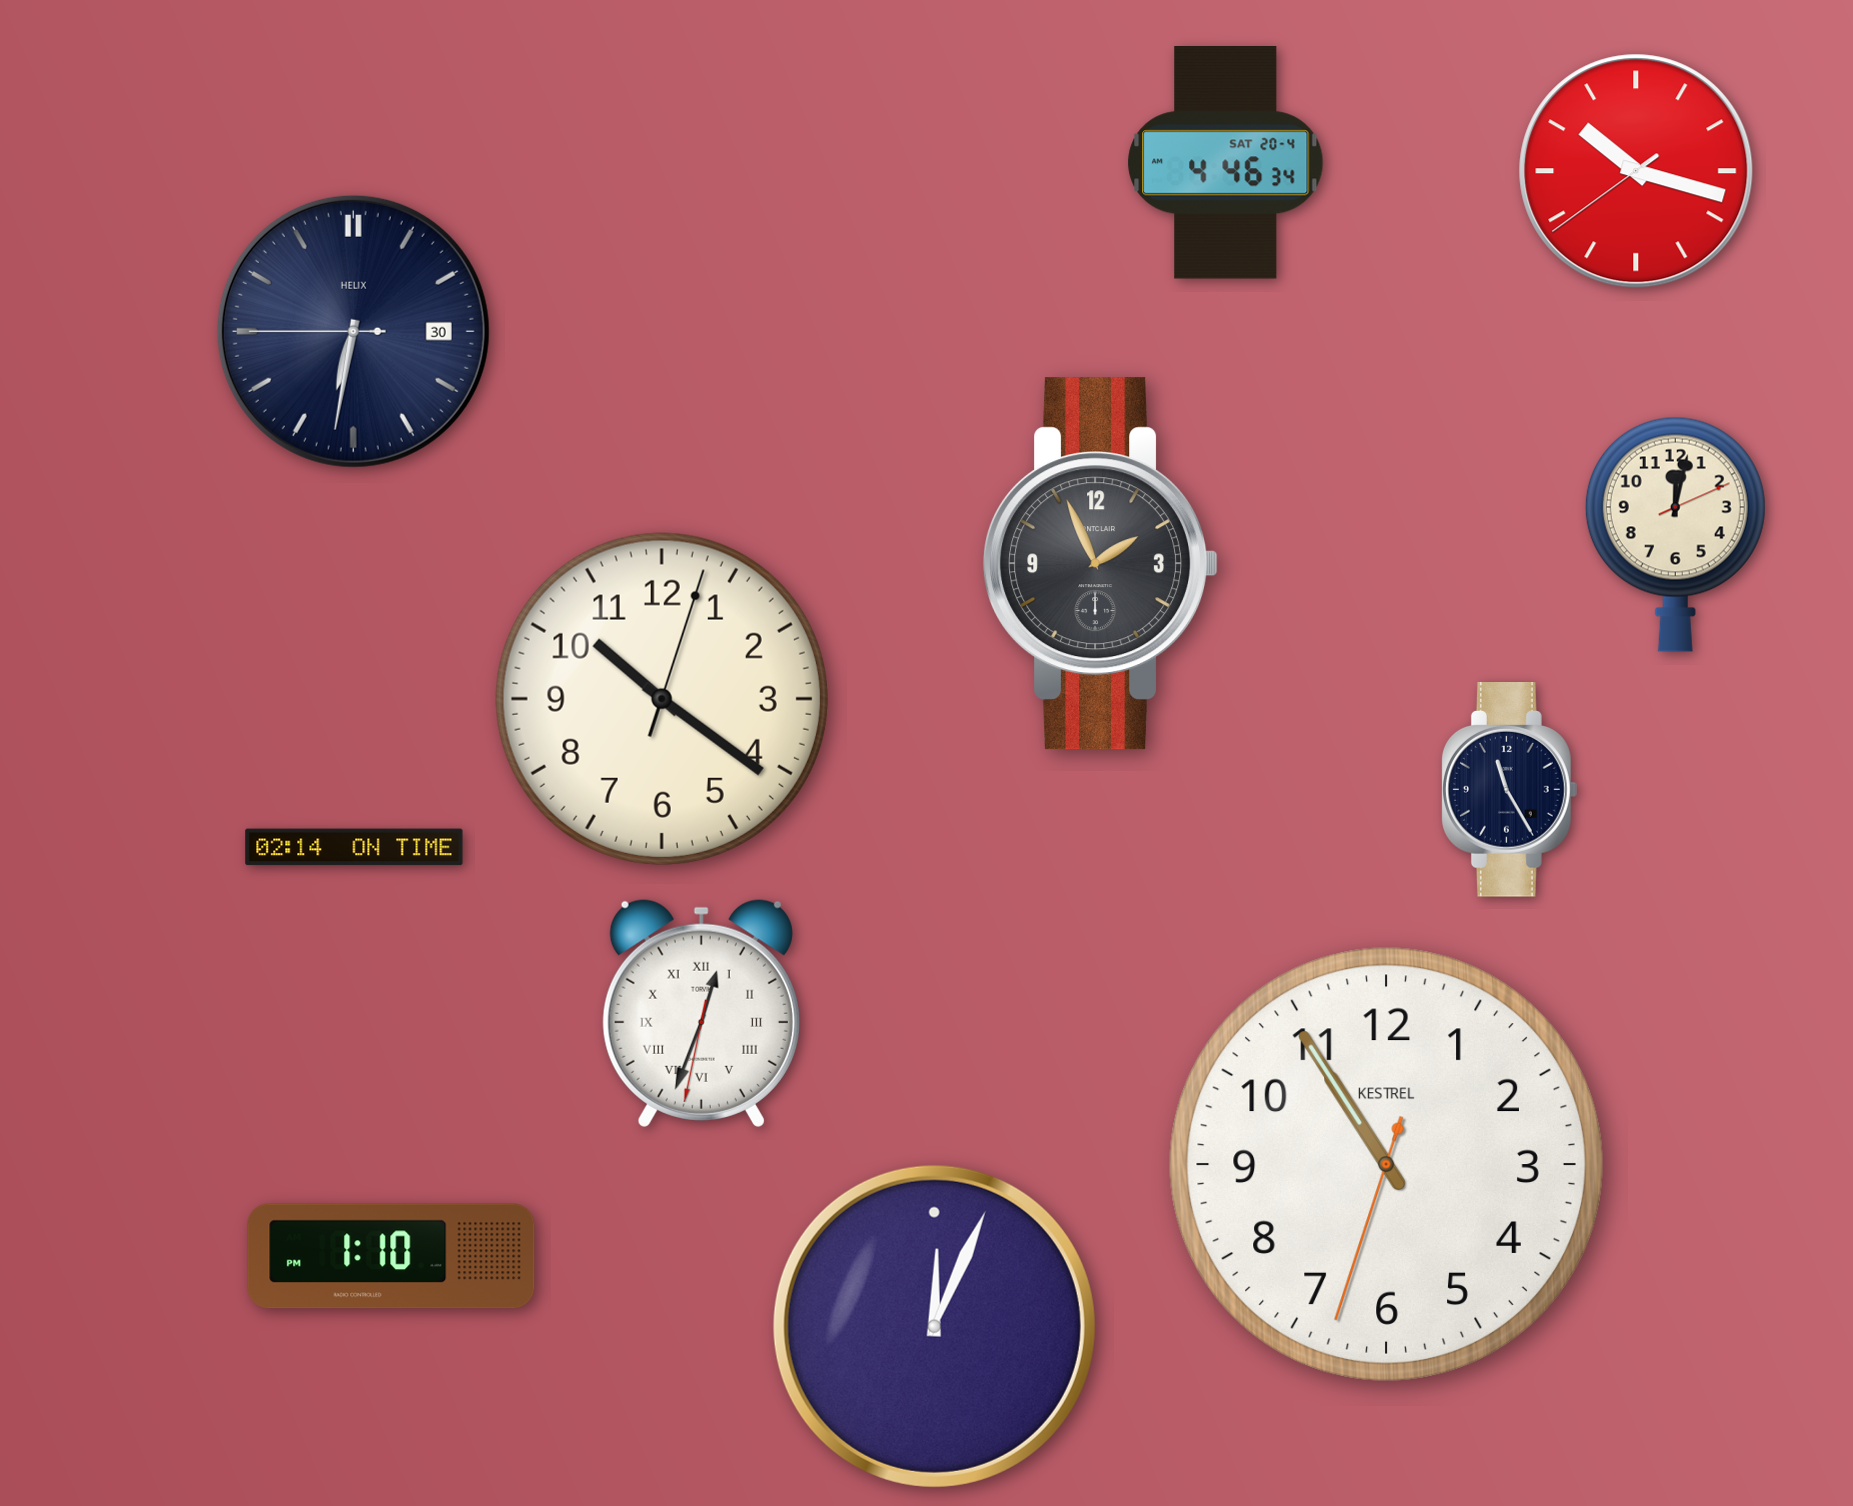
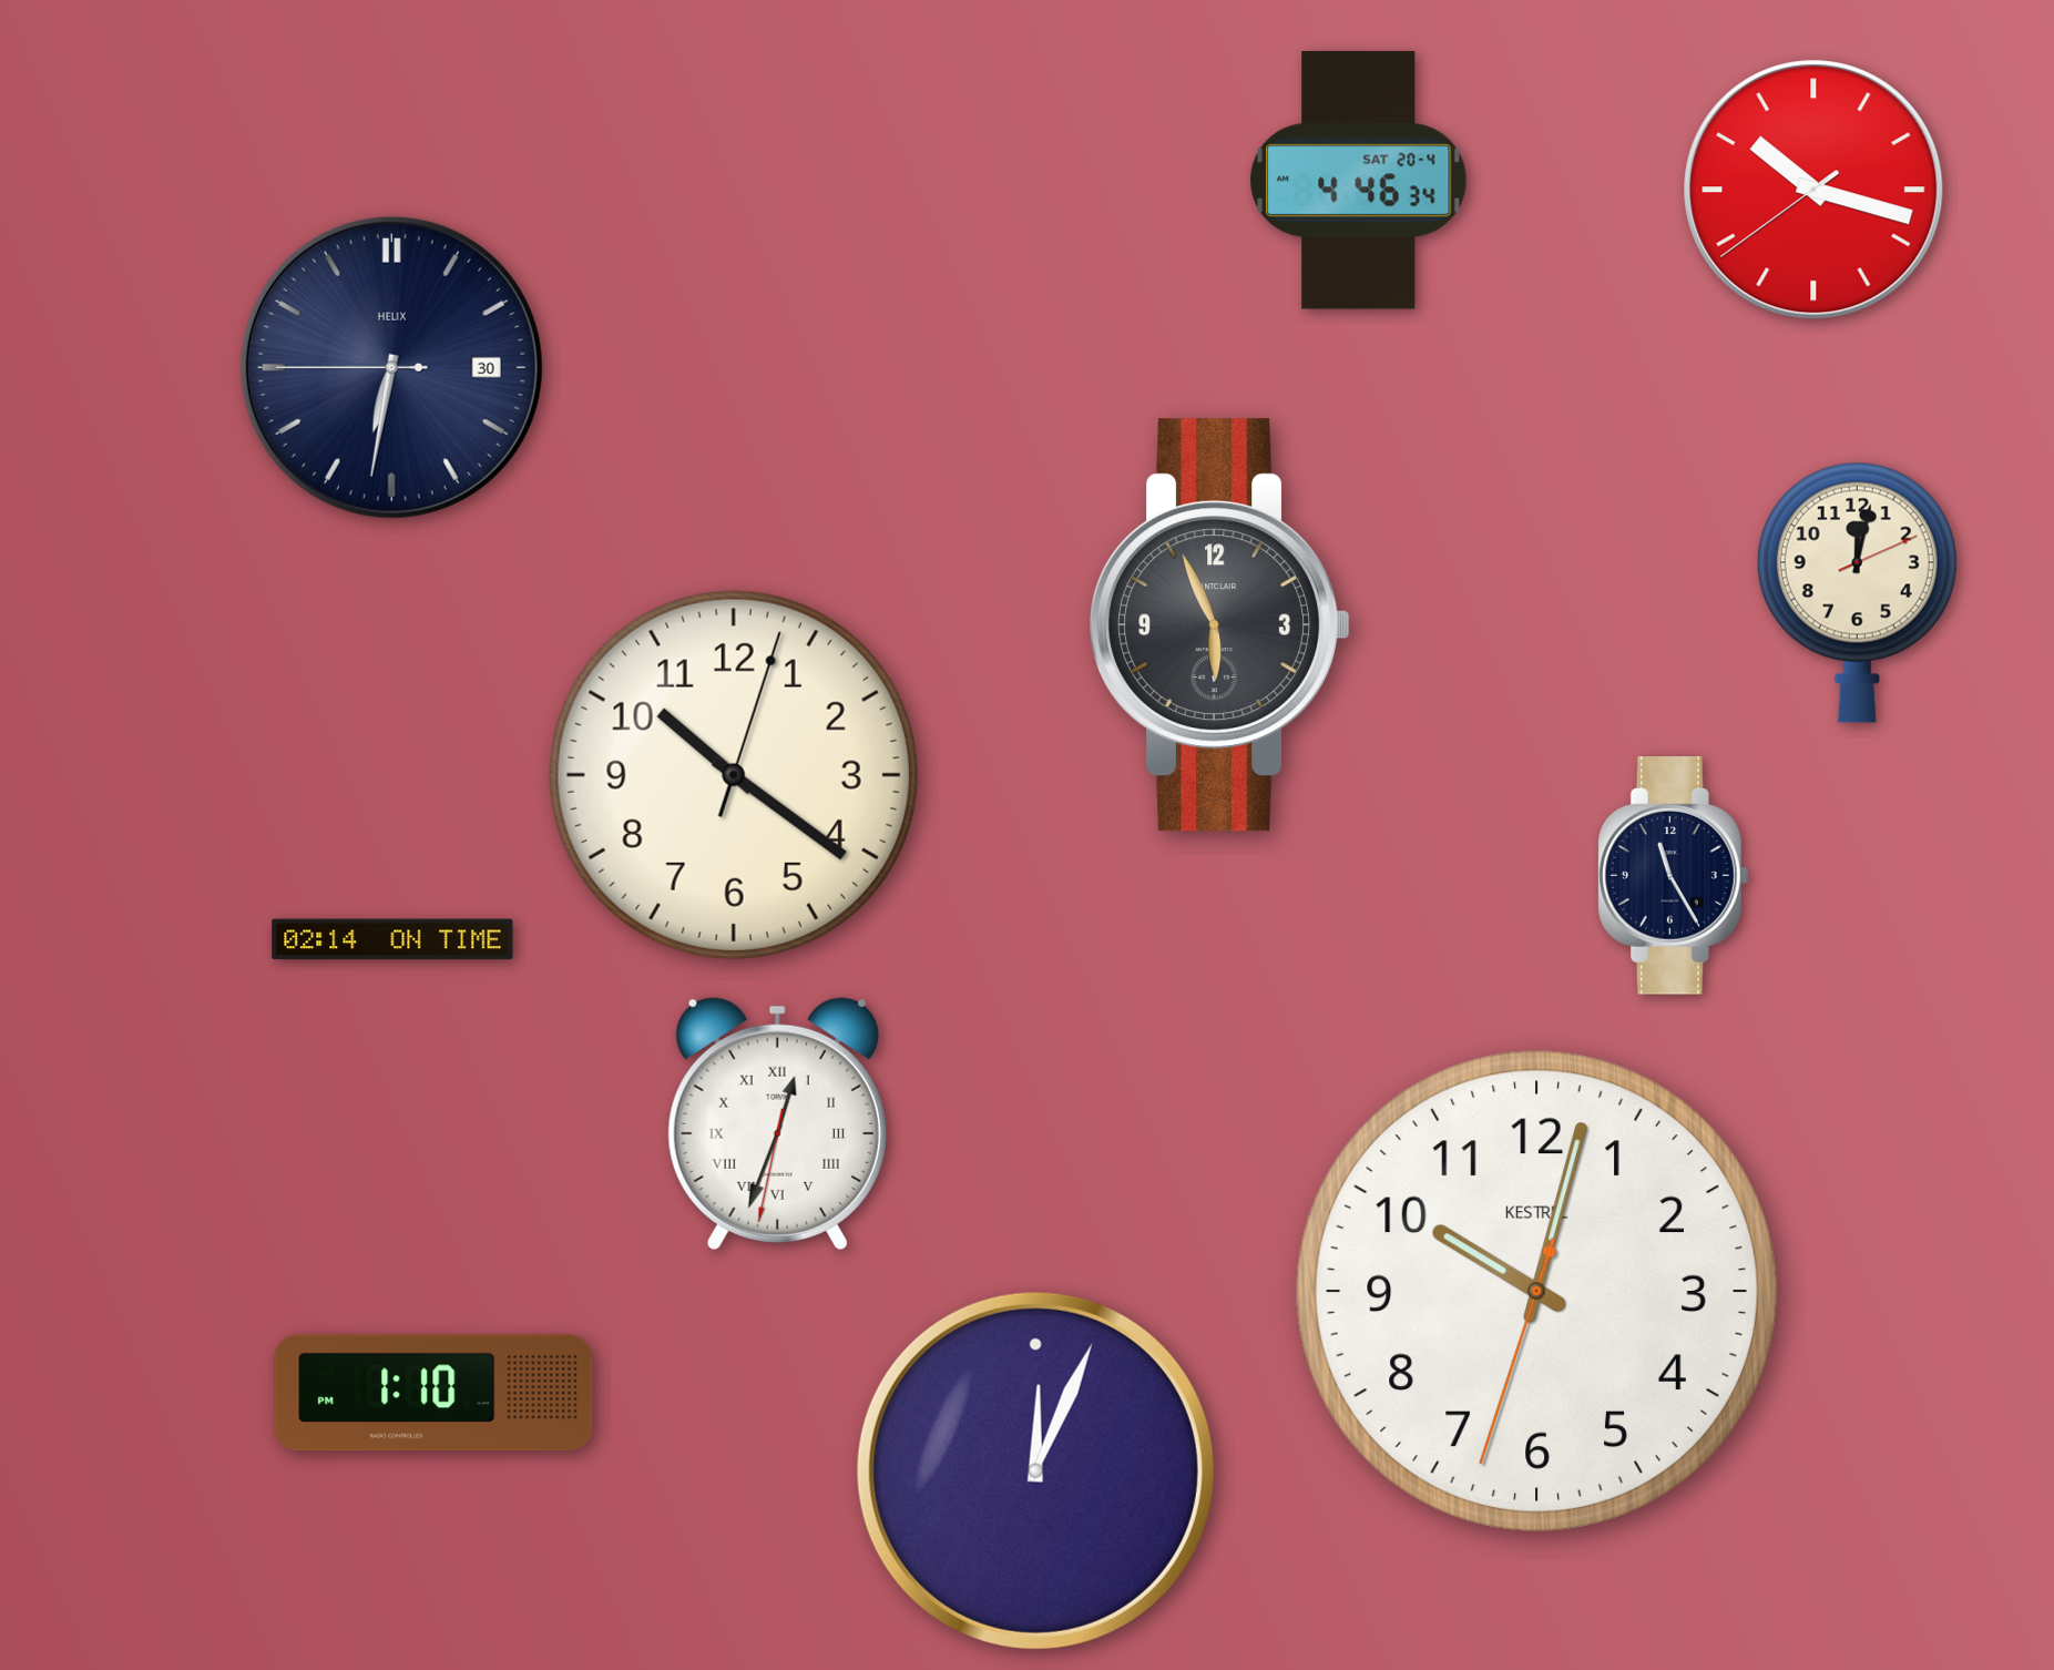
clock at (1101, 564): 1:56 -> 5:56
clock at (1386, 1164): 10:54 -> 10:02
